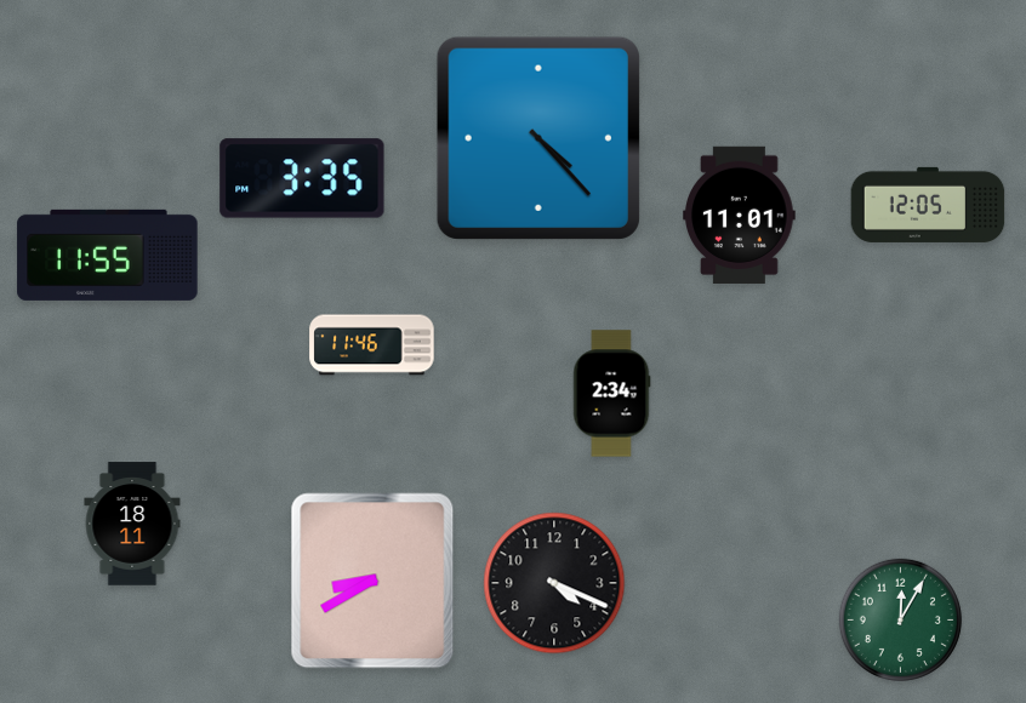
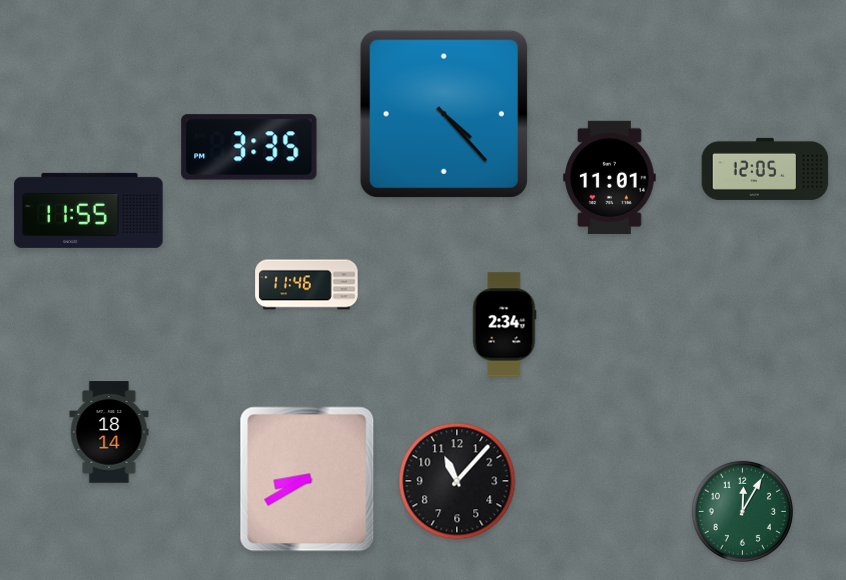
clock at (132, 524): 18:11 -> 18:14
clock at (554, 583): 4:19 -> 11:07
